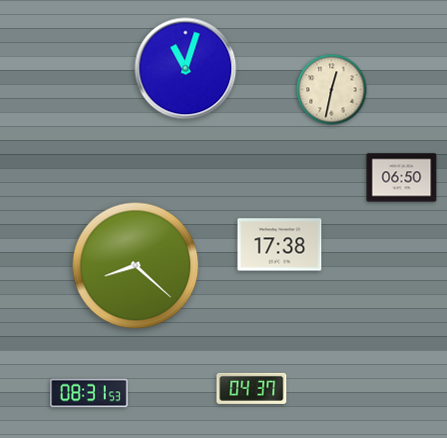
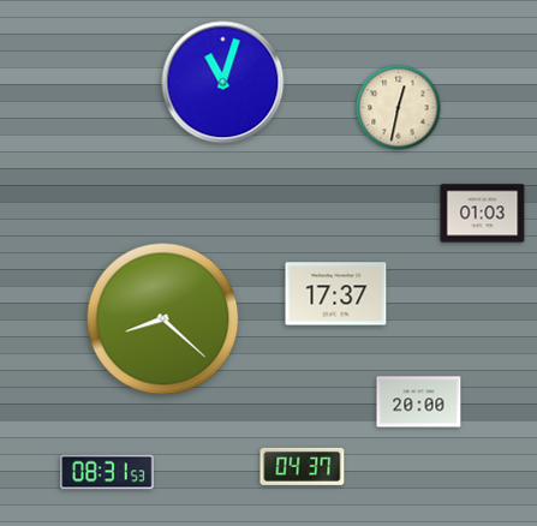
clock at (402, 178): 06:50 -> 01:03
clock at (280, 245): 17:38 -> 17:37
clock at (419, 402): none -> 20:00
